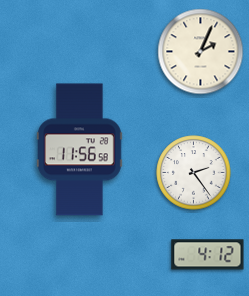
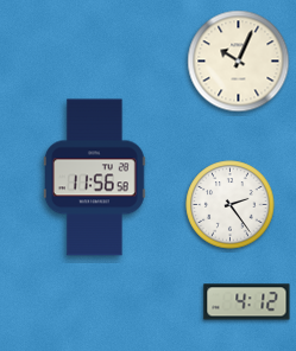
clock at (201, 52): 2:04 -> 10:04
